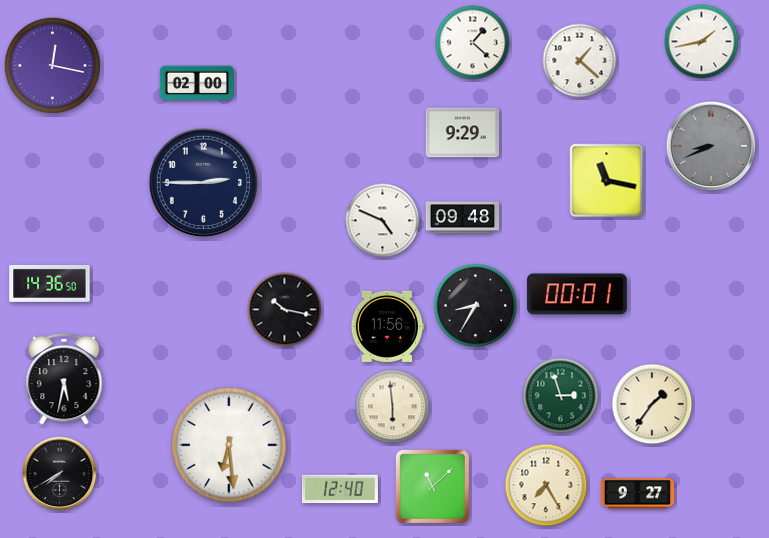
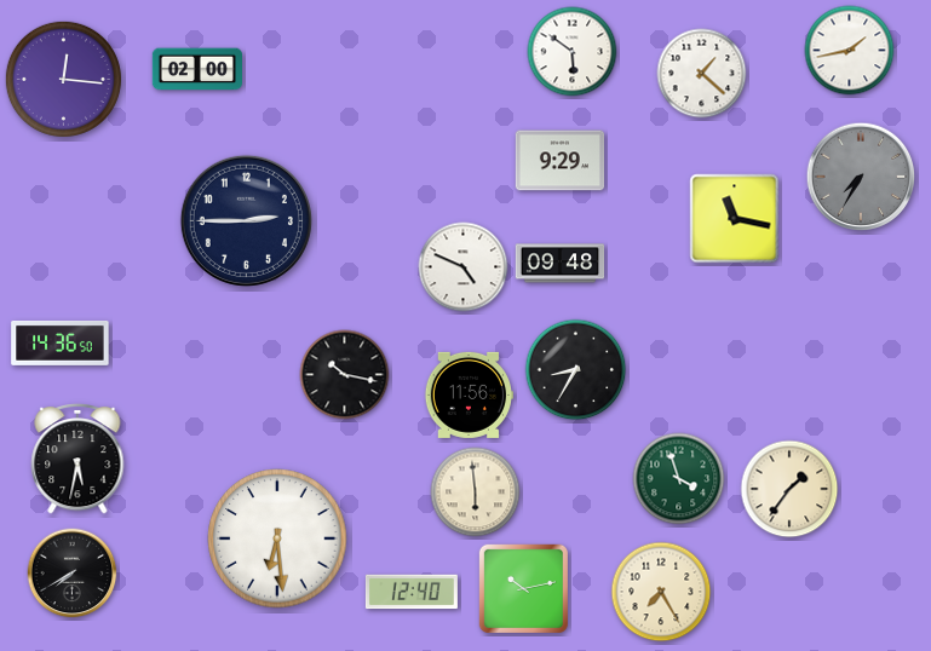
clock at (473, 43): 1:22 -> 5:51
clock at (52, 65): 12:17 -> 12:16
clock at (196, 83) position: (196, 83) -> (196, 69)
clock at (711, 146): 8:41 -> 7:35
clock at (577, 294): 00:01 -> none
clock at (561, 396): 2:57 -> 3:57
clock at (546, 485) position: (546, 485) -> (661, 592)
clock at (432, 486): 11:08 -> 10:13
clock at (638, 494): 9:27 -> none
